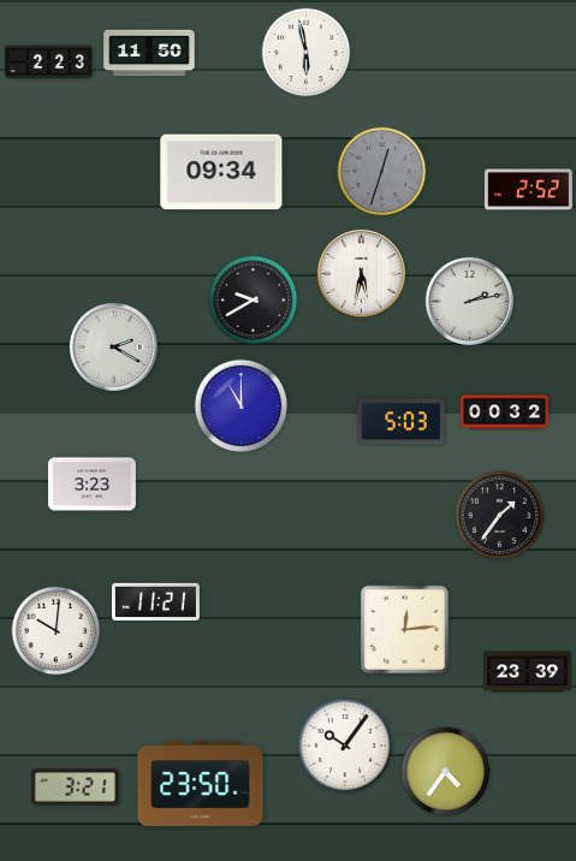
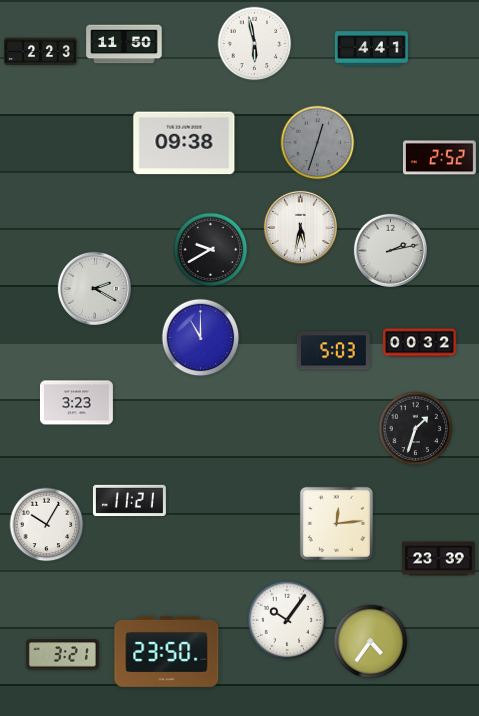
clock at (371, 49): none -> 4:41
clock at (221, 172): 09:34 -> 09:38
clock at (500, 516): 1:36 -> 1:33
clock at (57, 631): 10:01 -> 10:05
